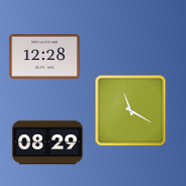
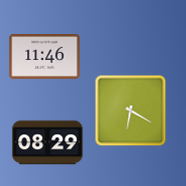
clock at (45, 57): 12:28 -> 11:46
clock at (131, 111): 11:20 -> 6:20
